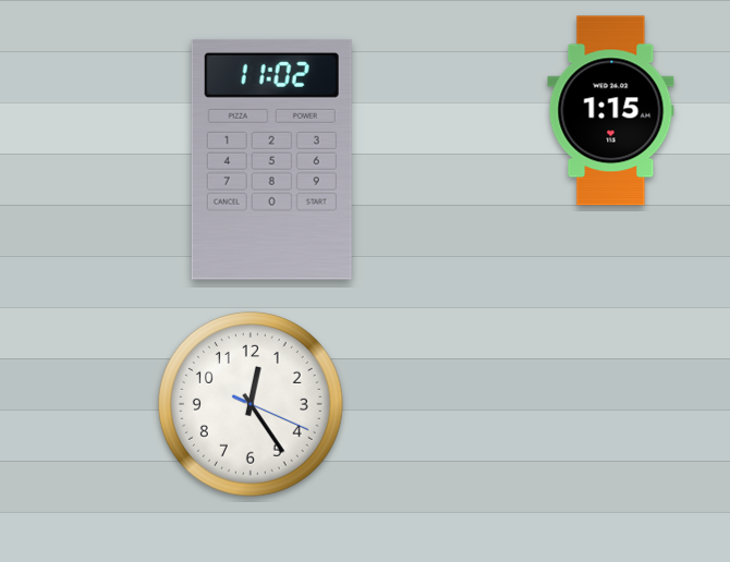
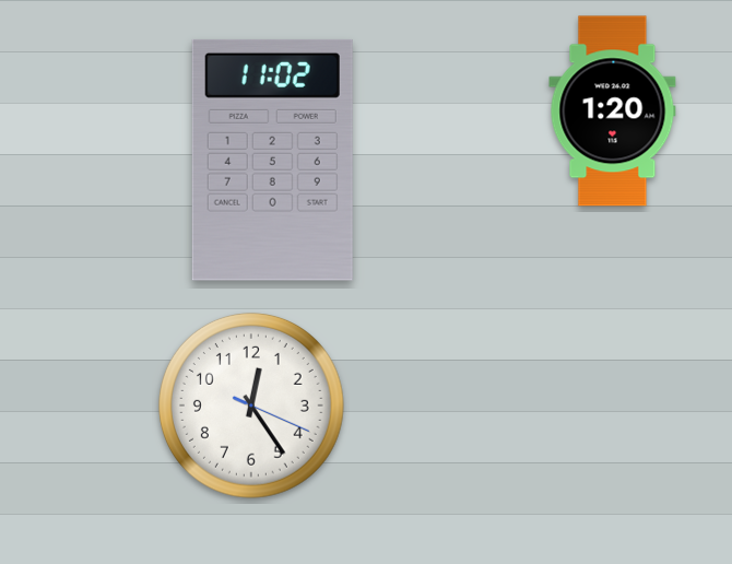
clock at (611, 111): 1:15 -> 1:20
